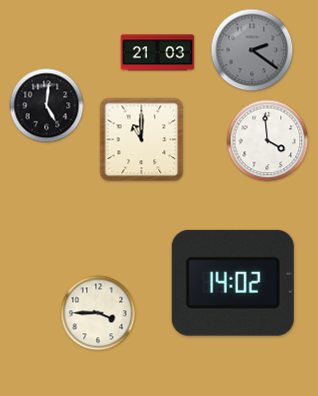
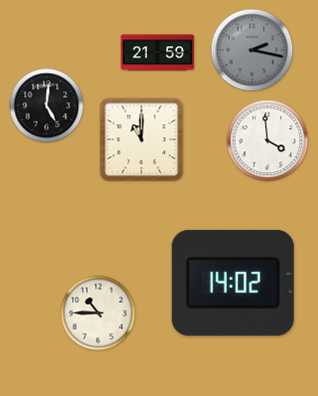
clock at (252, 50): 2:21 -> 2:17
clock at (158, 53): 21:03 -> 21:59
clock at (98, 313): 3:45 -> 10:45
